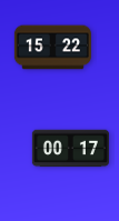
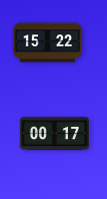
clock at (70, 149) position: (70, 149) -> (54, 134)
